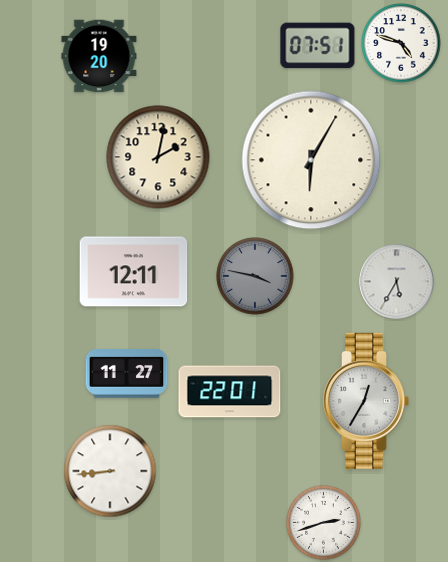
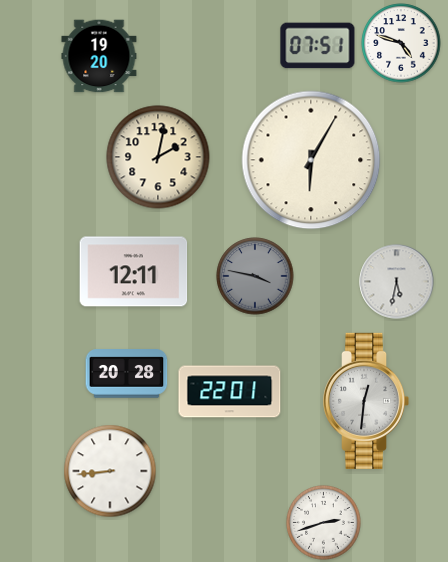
clock at (397, 282): 5:35 -> 5:32
clock at (127, 374): 11:27 -> 20:28
clock at (366, 401): 12:35 -> 12:31
